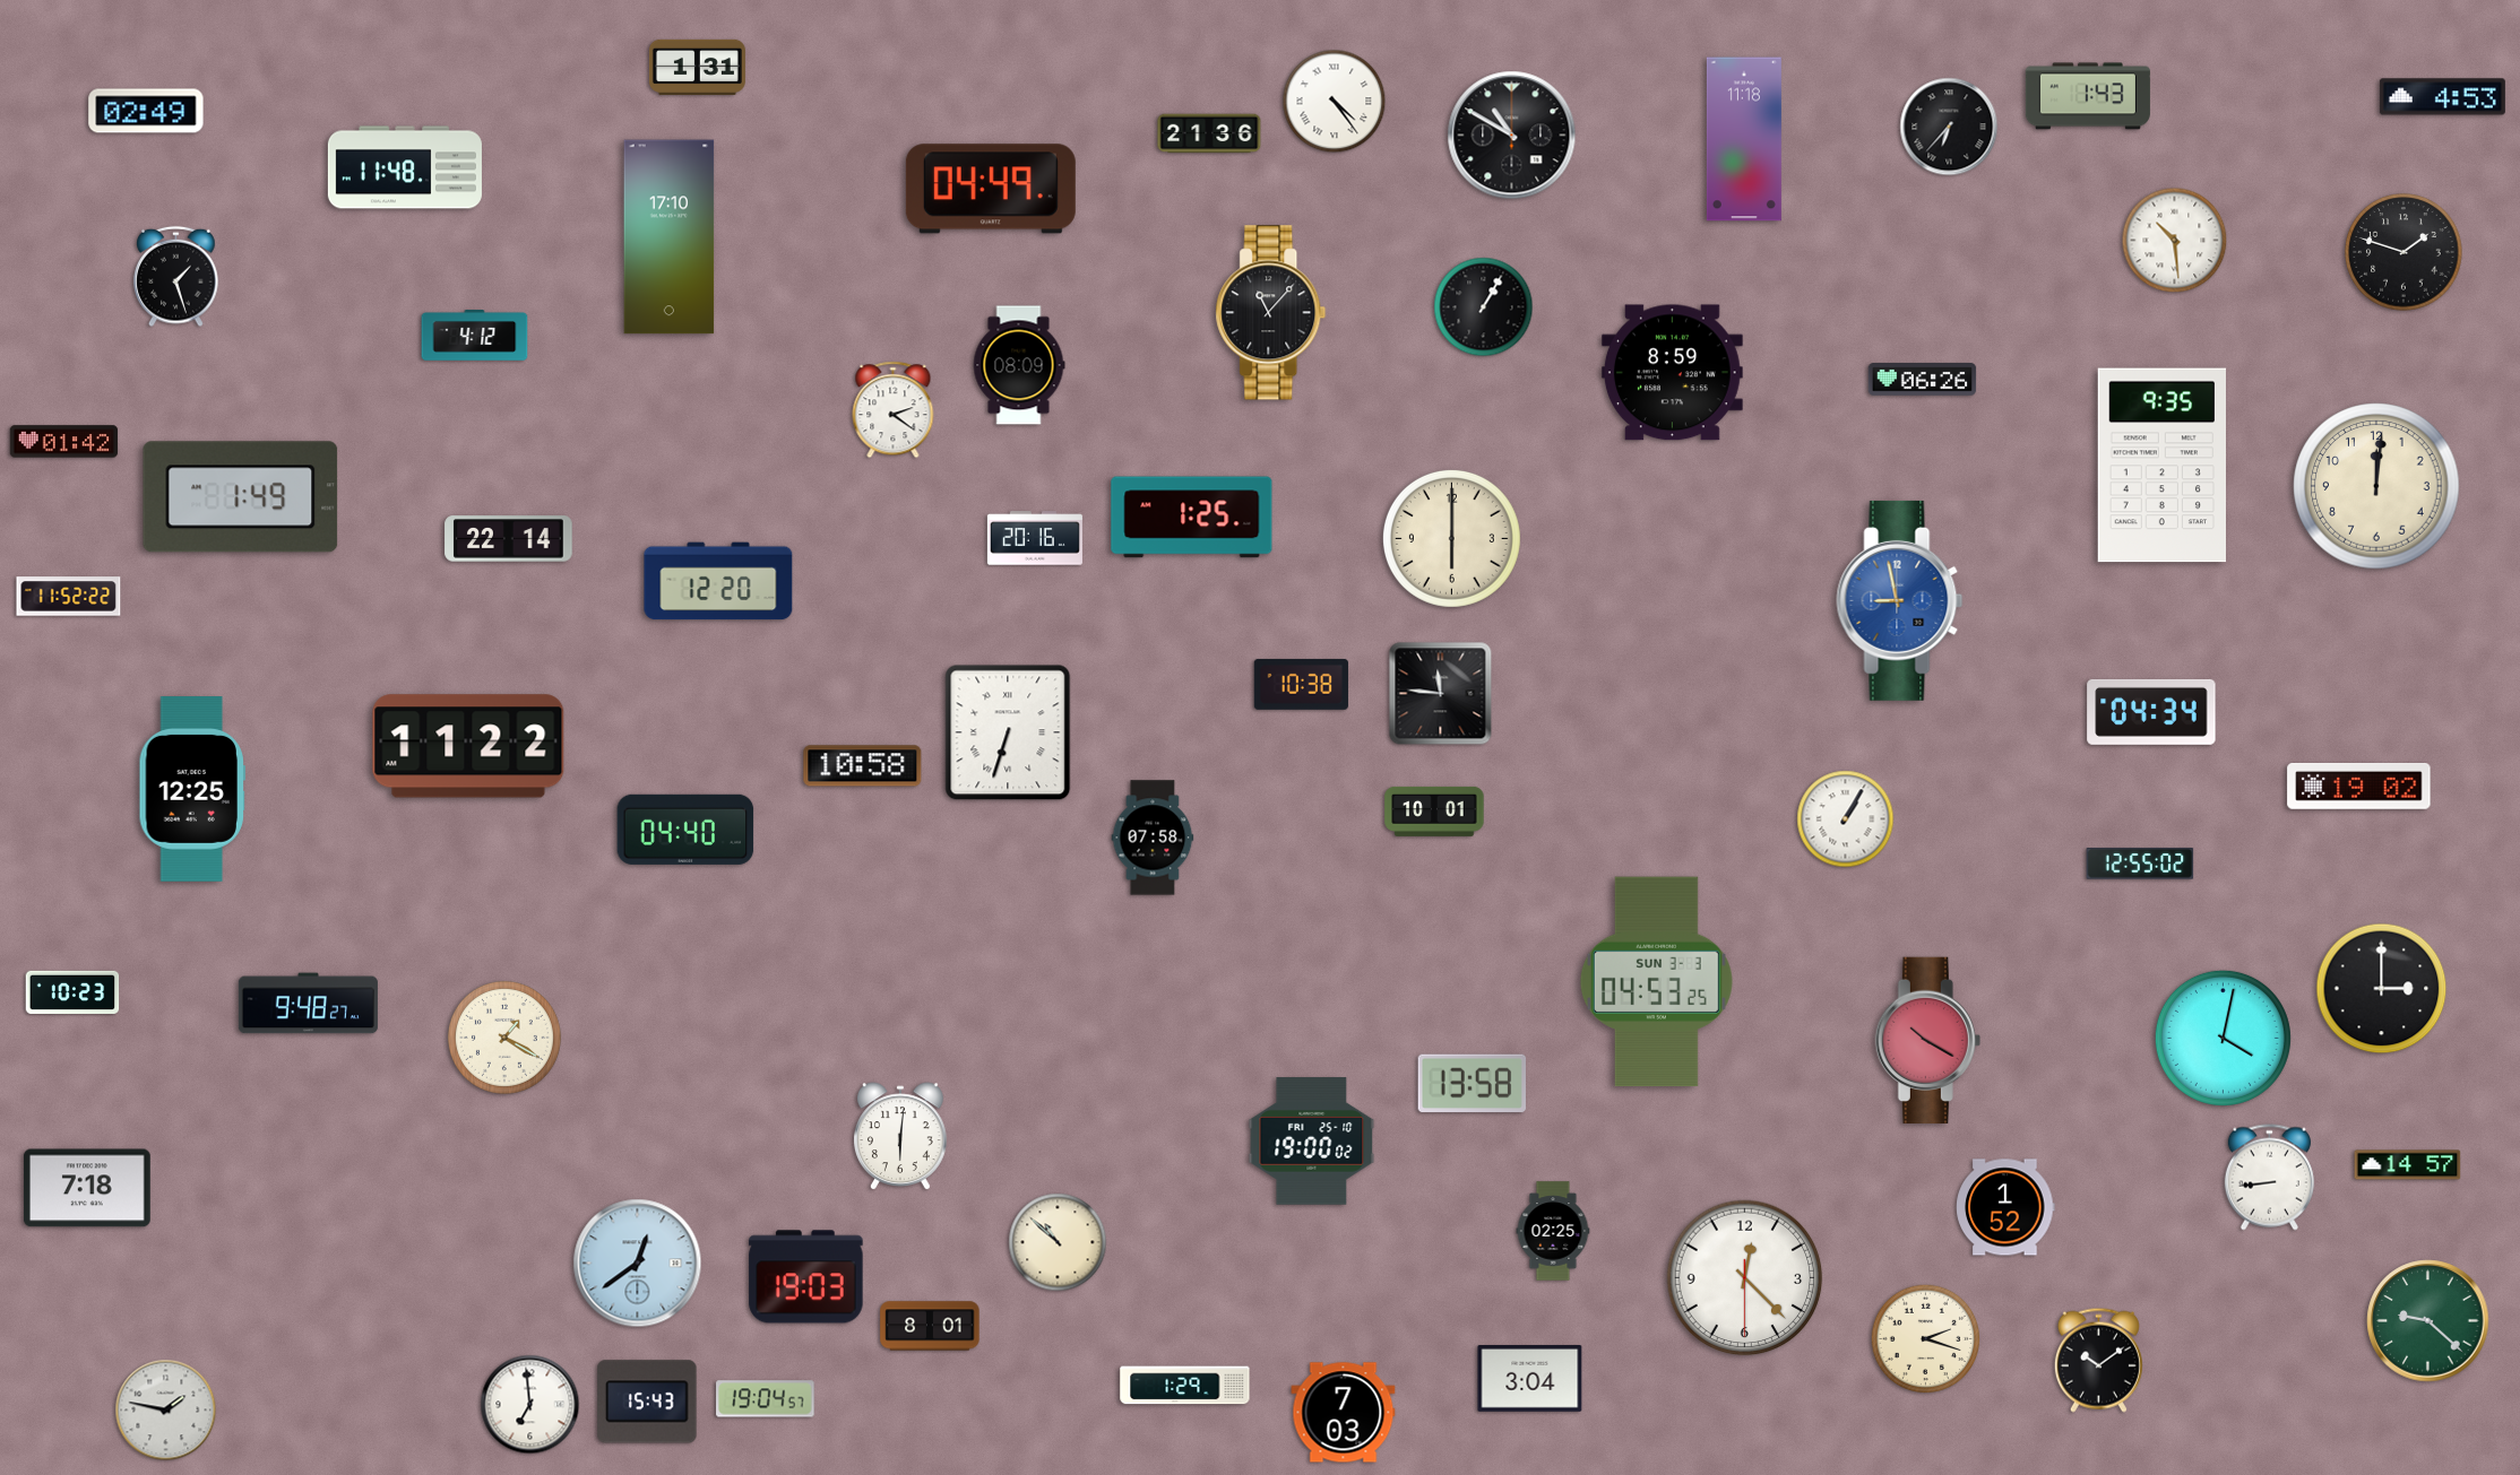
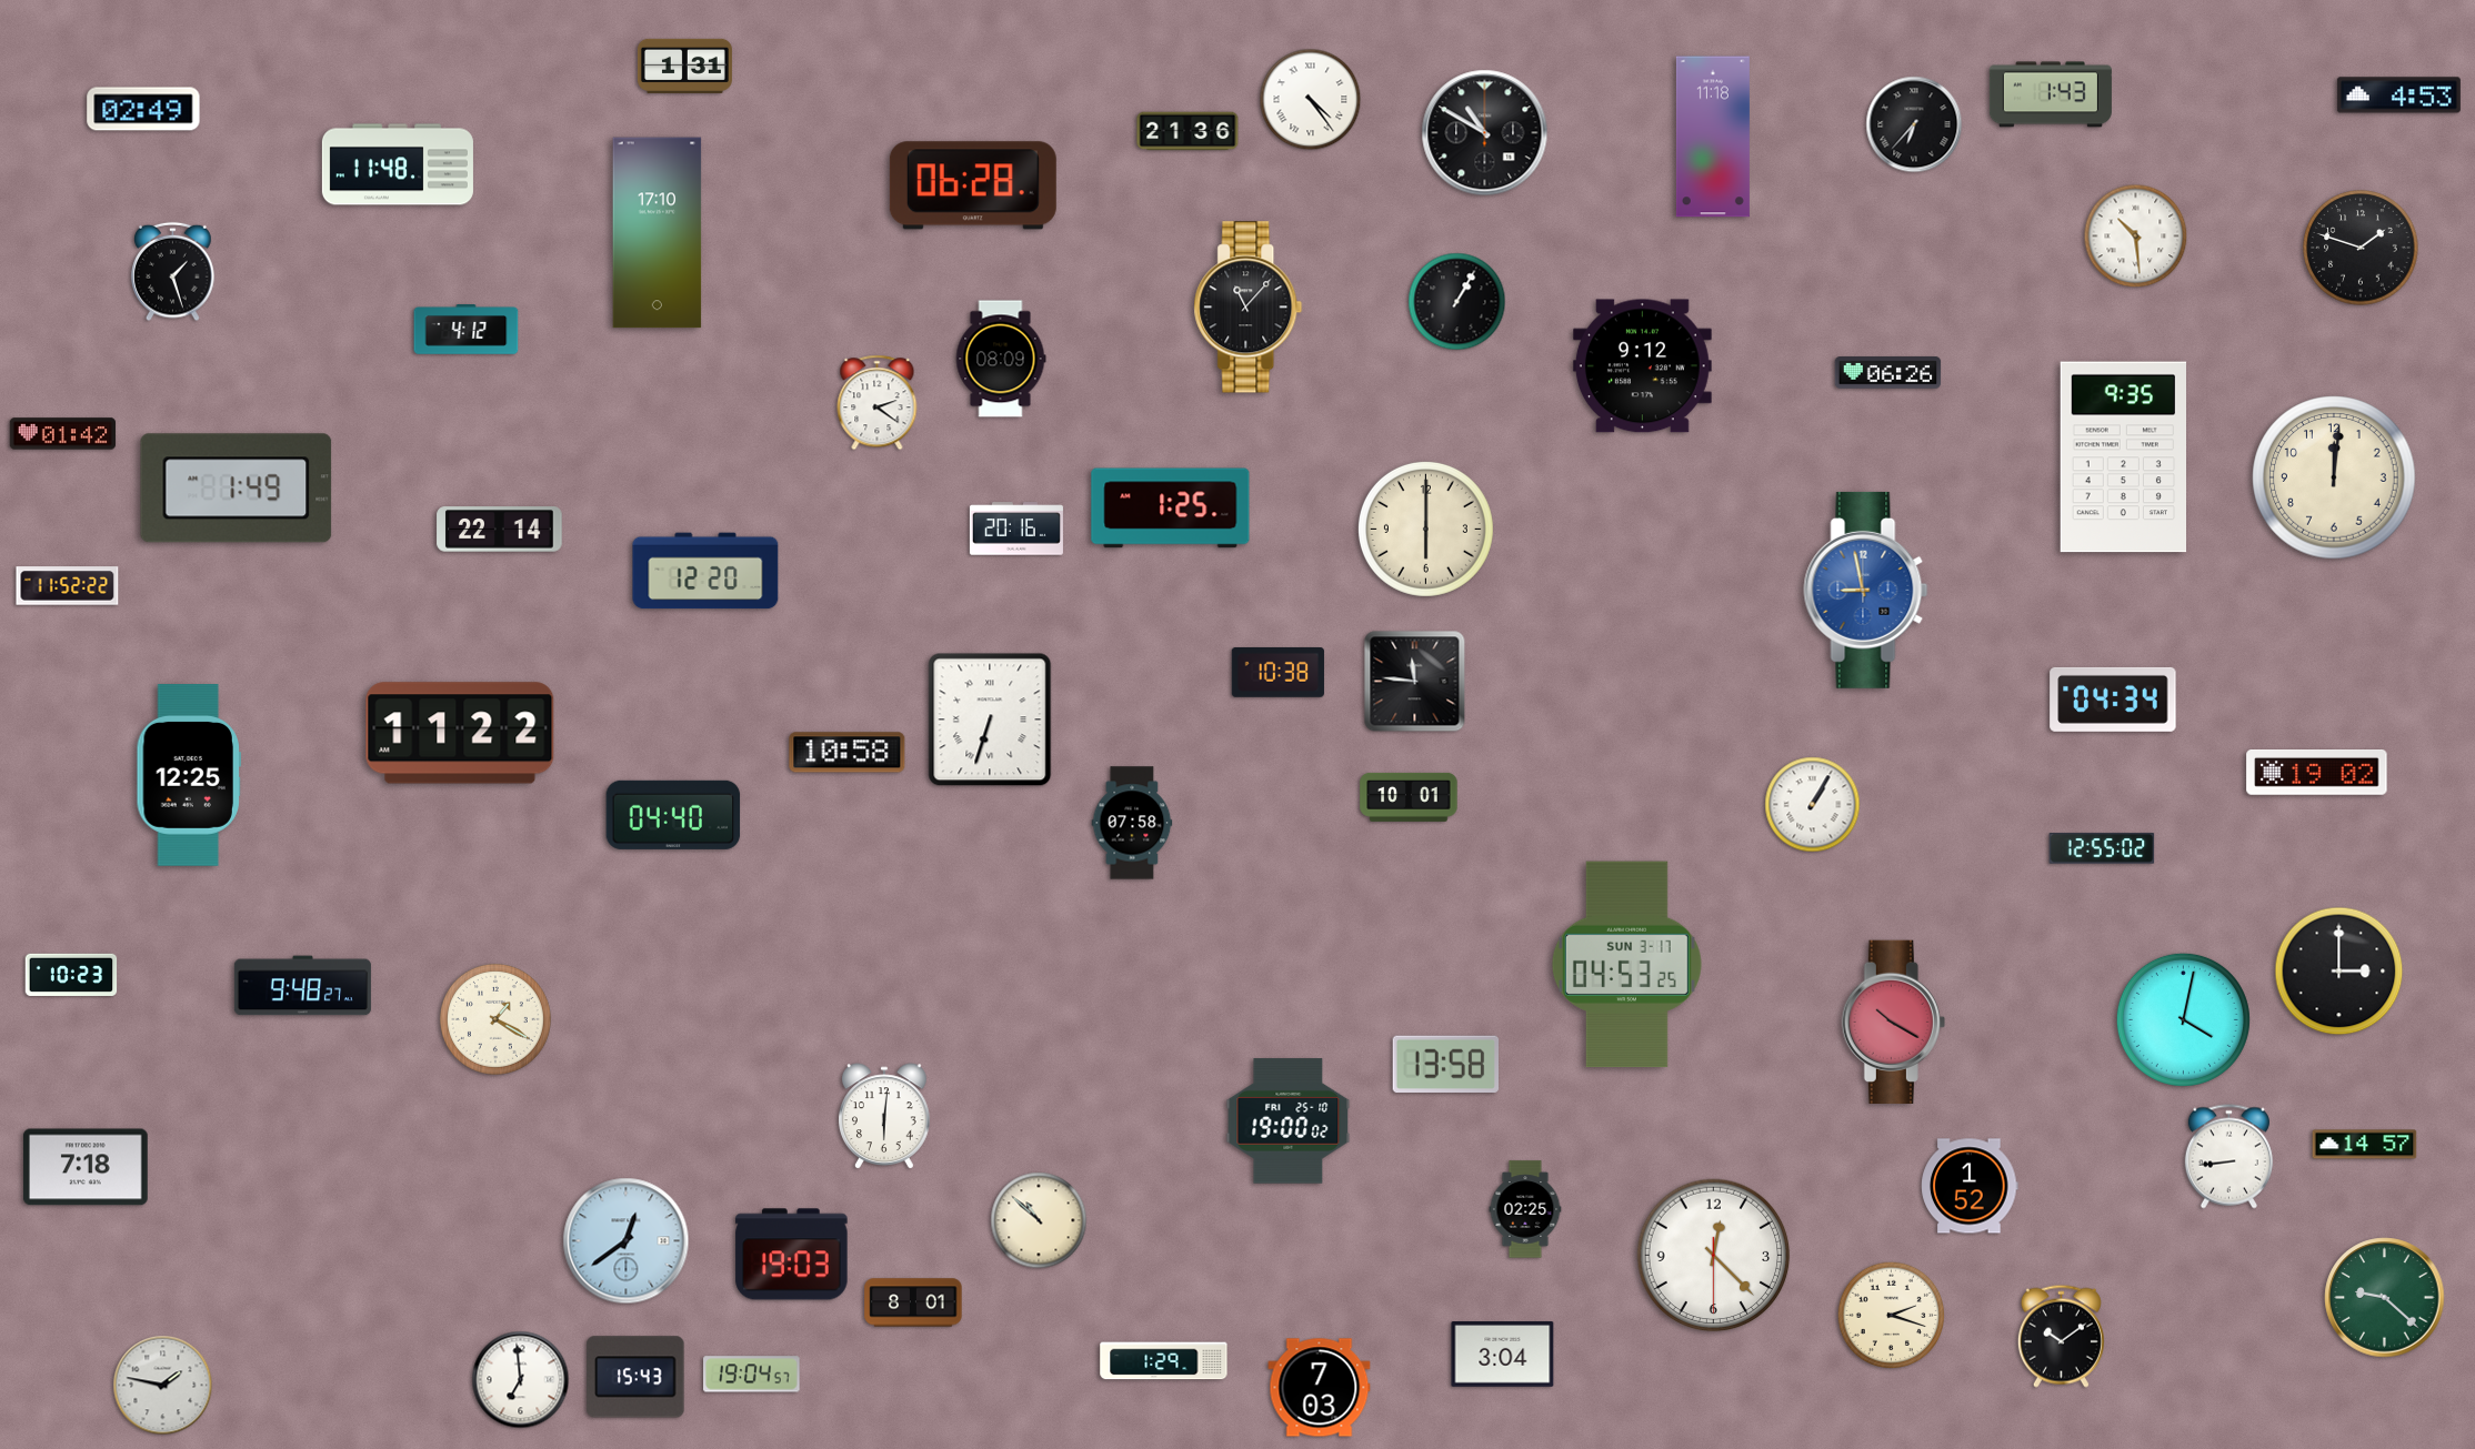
clock at (991, 189): 04:49 -> 06:28
clock at (1672, 373): 8:59 -> 9:12
clock at (1656, 982) date: SUN 3-3 -> SUN 3-17
